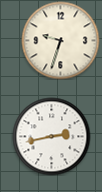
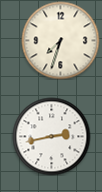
clock at (60, 40): 9:33 -> 7:33
